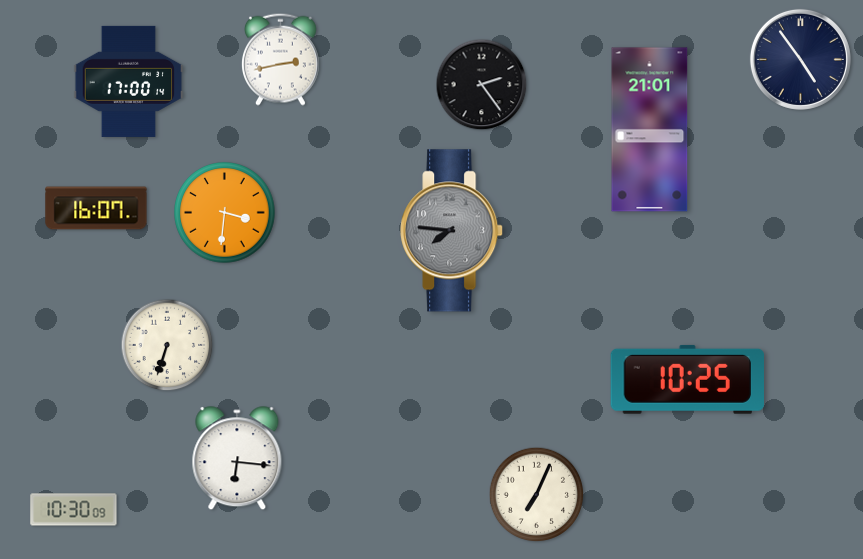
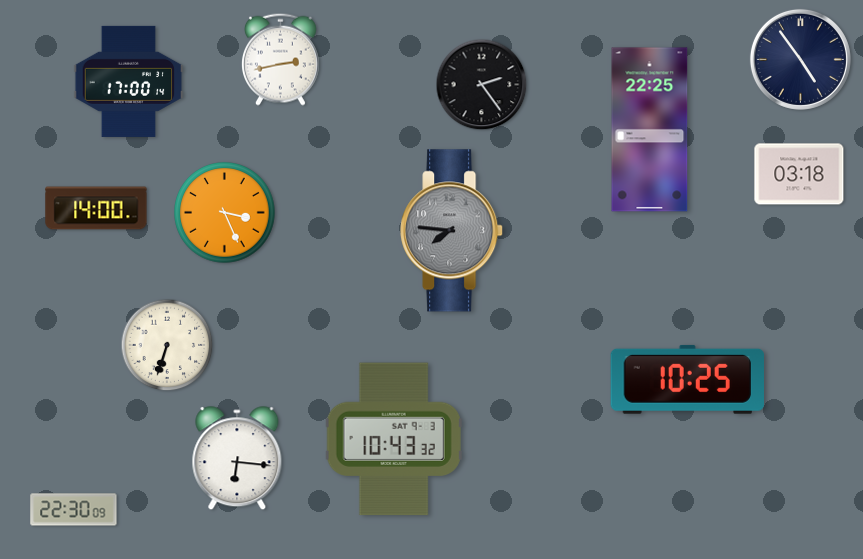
clock at (650, 130): 21:01 -> 22:25
clock at (799, 174): none -> 03:18
clock at (96, 208): 16:07 -> 14:00
clock at (225, 213): 3:31 -> 3:26
clock at (394, 439): none -> 10:43
clock at (537, 495): 7:04 -> none
clock at (74, 510): 10:30 -> 22:30
